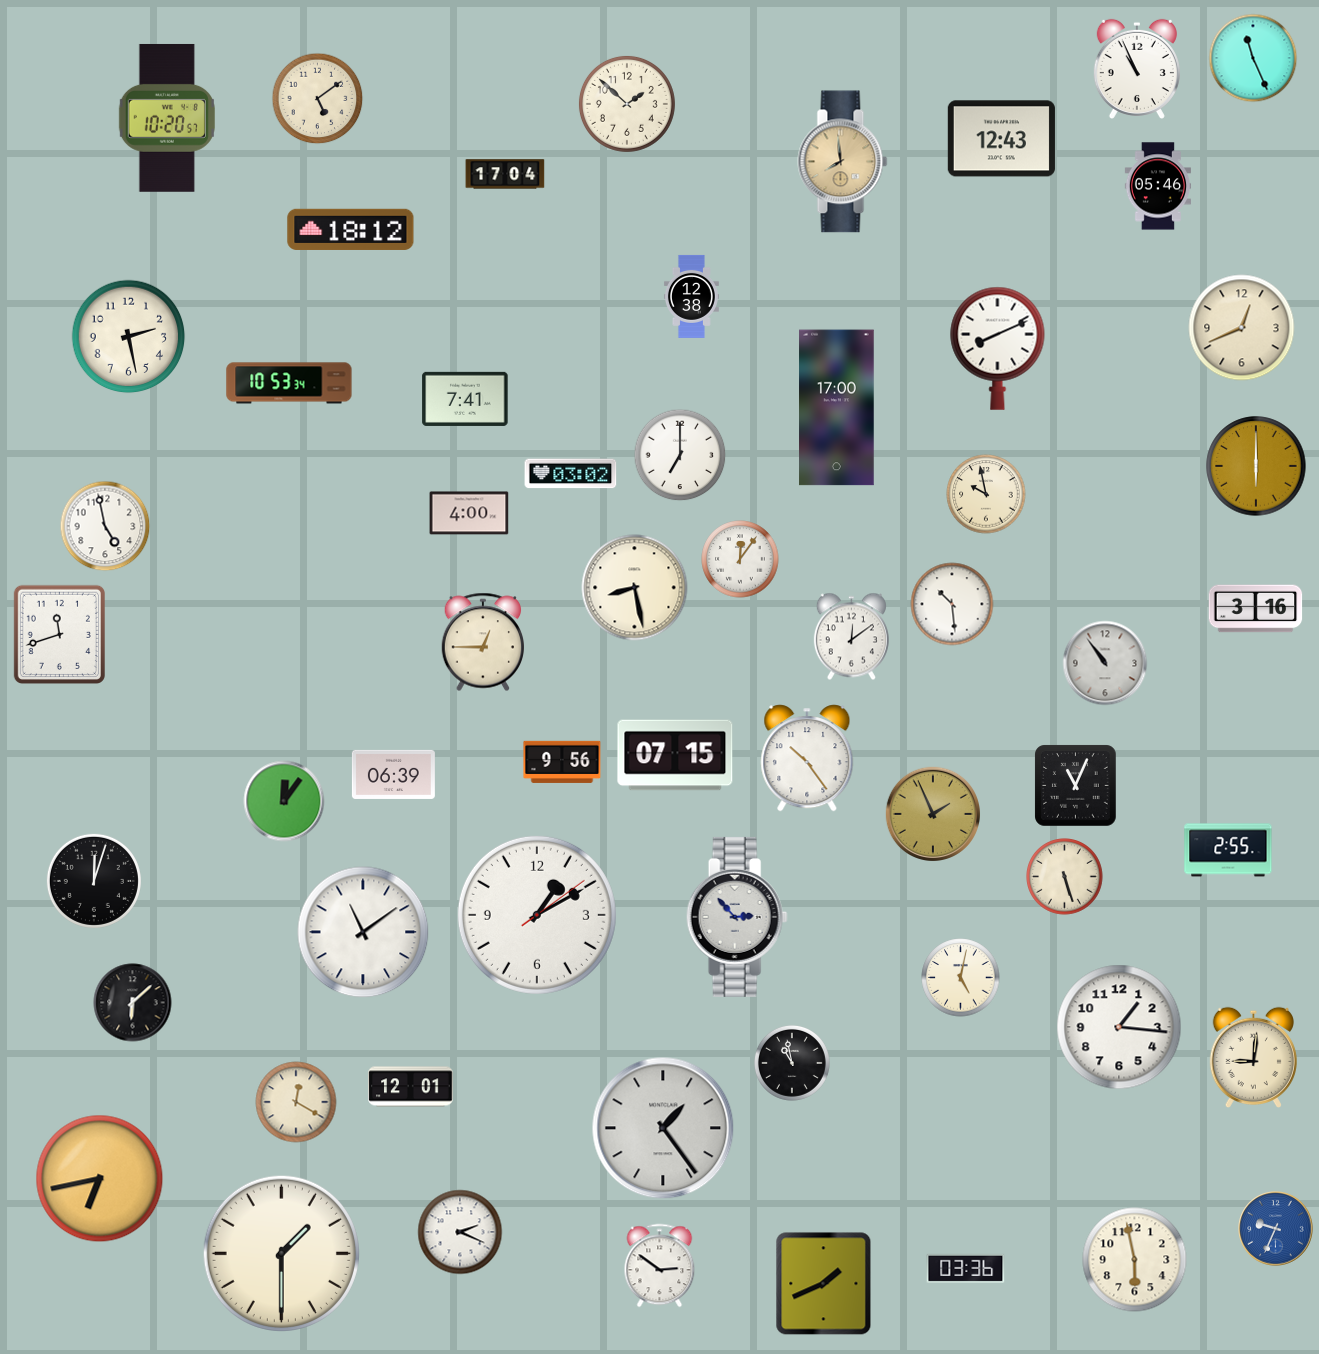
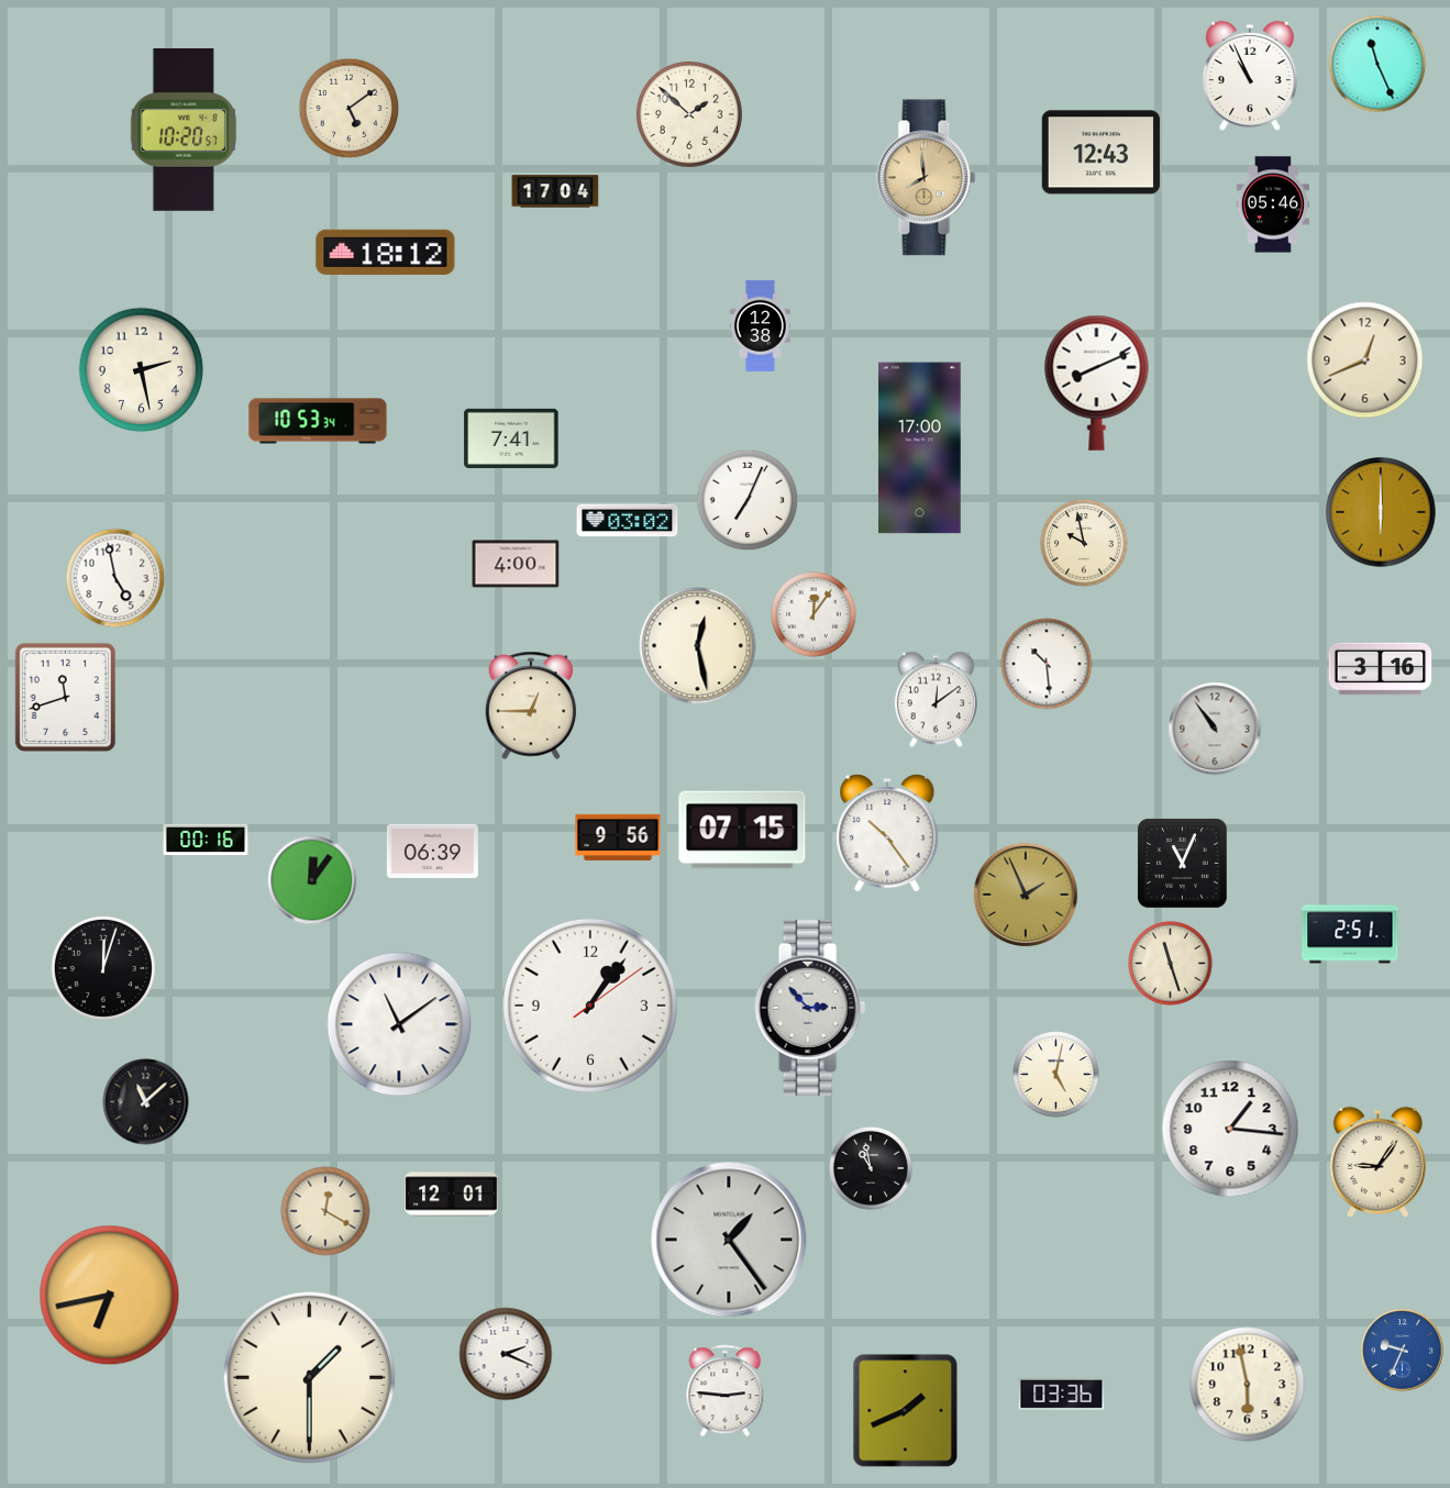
clock at (680, 455): 7:00 -> 7:04
clock at (635, 588): 8:28 -> 12:28
clock at (206, 840): none -> 00:16
clock at (1228, 850): 2:55 -> 2:51
clock at (1065, 877): 5:27 -> 11:27
clock at (537, 915): 1:10 -> 1:06
clock at (133, 1003): 6:08 -> 11:08
clock at (1253, 1058): 9:01 -> 9:06
clock at (660, 1266): 2:51 -> 2:46
